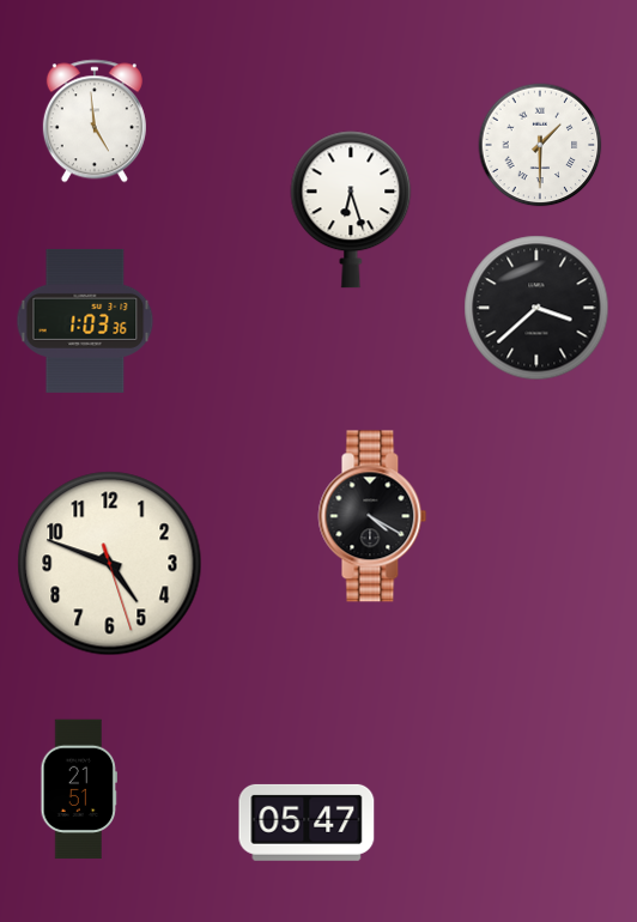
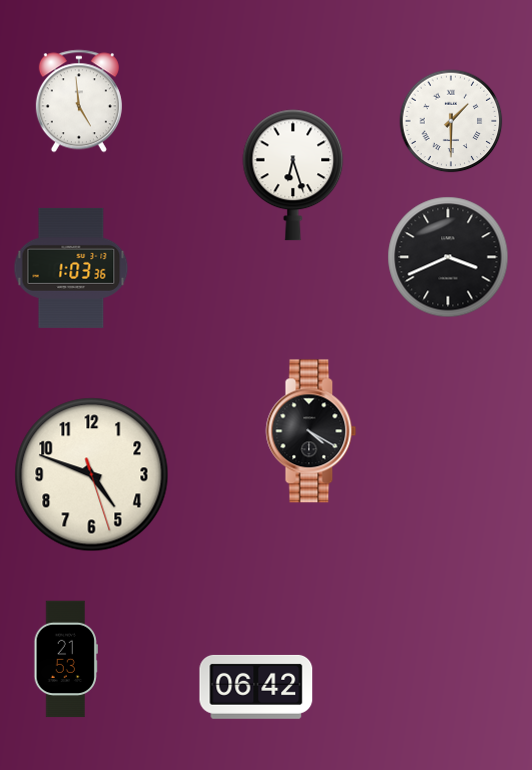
clock at (536, 308): 3:38 -> 3:41
clock at (110, 564) position: (110, 564) -> (92, 475)
clock at (78, 789): 21:51 -> 21:53
clock at (307, 823): 05:47 -> 06:42
